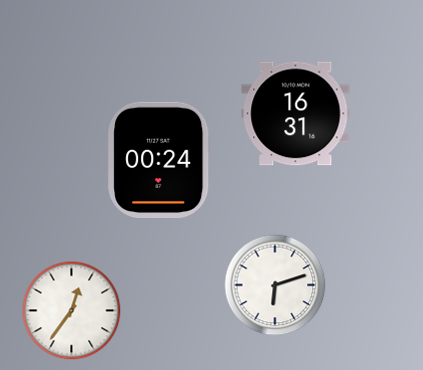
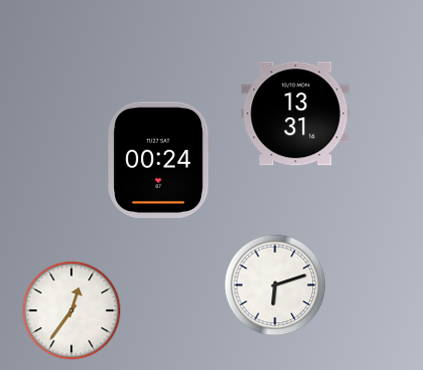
clock at (296, 114): 16:31 -> 13:31
